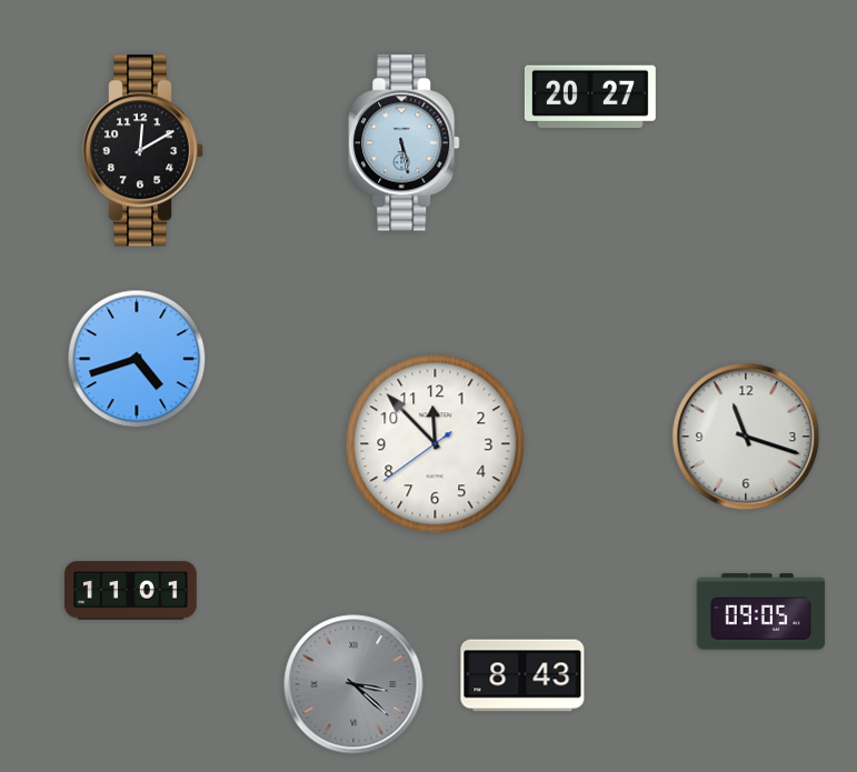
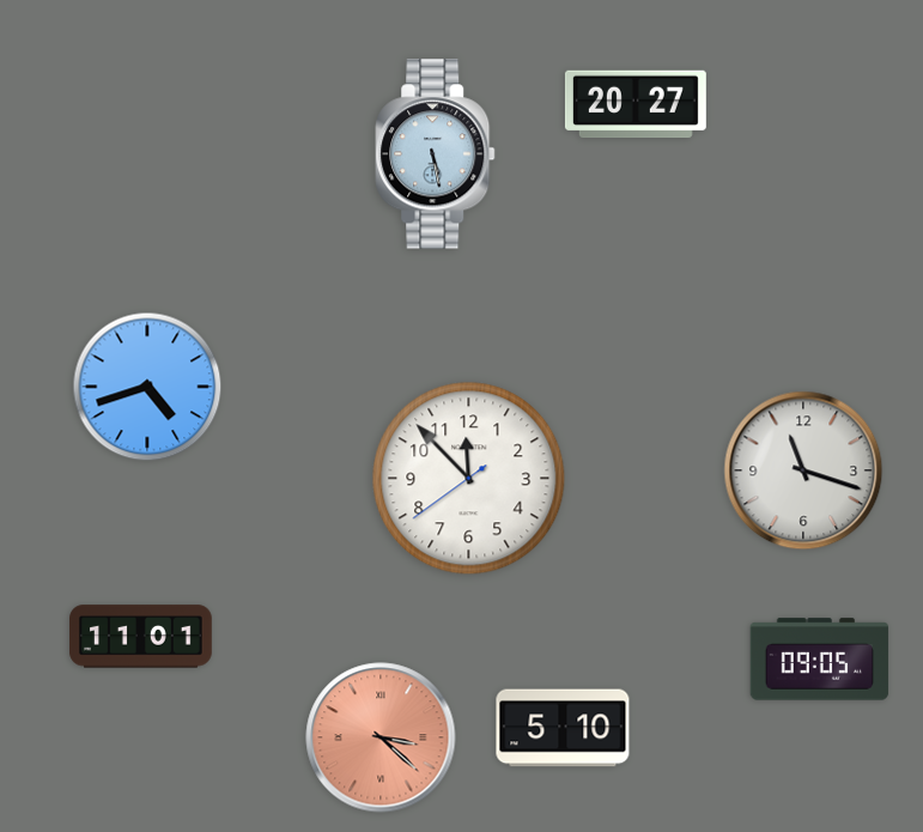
clock at (143, 151): 12:10 -> none
clock at (522, 675): 8:43 -> 5:10
clock at (353, 684) dial: grey -> salmon
